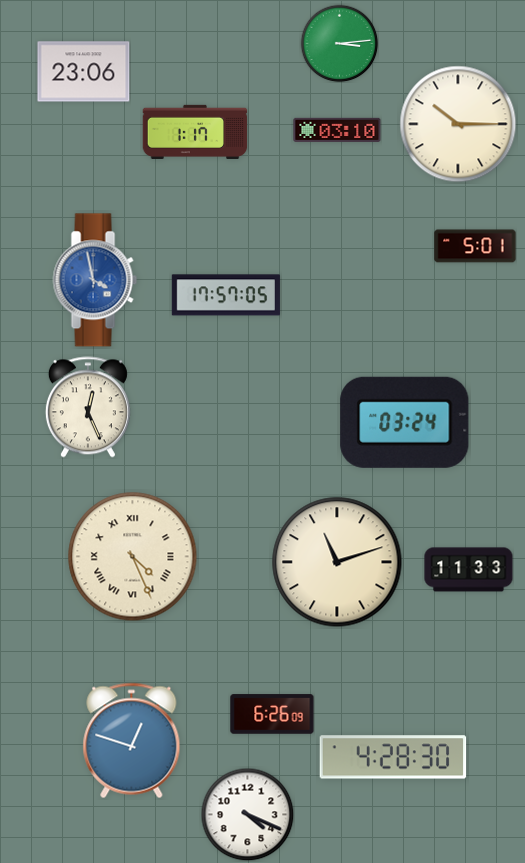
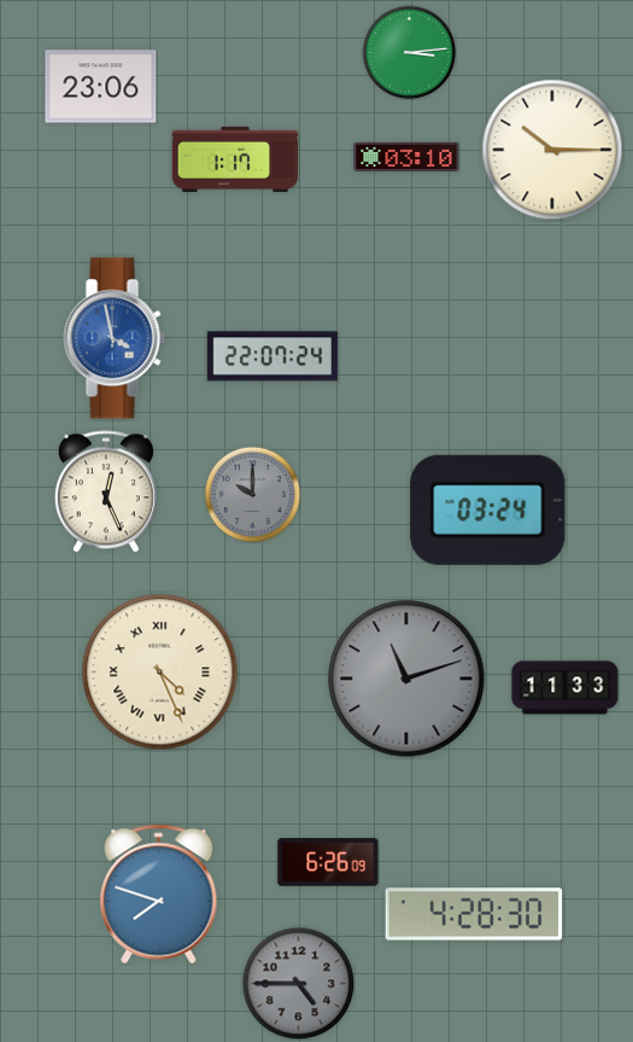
clock at (475, 246): 5:01 -> none
clock at (226, 295): 17:57 -> 22:07
clock at (252, 494): none -> 10:00
clock at (337, 562) dial: cream -> grey
clock at (132, 741): 12:48 -> 7:48
clock at (247, 814): 4:19 -> 4:45
clock at (247, 814) dial: white -> grey
